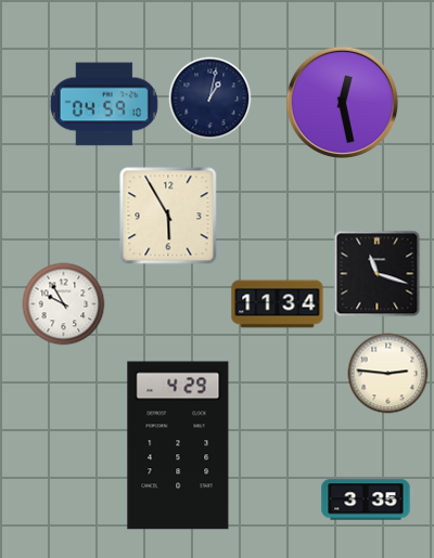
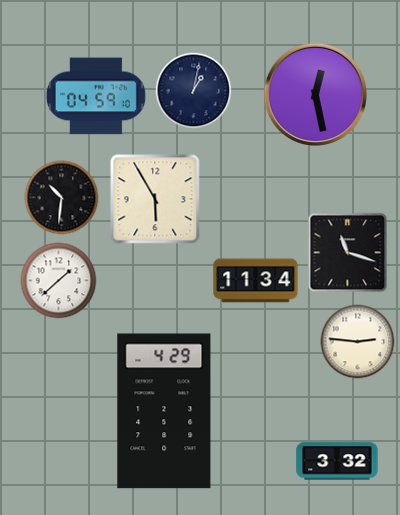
clock at (62, 198): none -> 10:31
clock at (64, 304): 9:55 -> 1:38
clock at (388, 374) position: (388, 374) -> (358, 342)
clock at (366, 499): 3:35 -> 3:32
